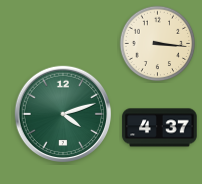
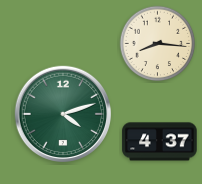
clock at (158, 44): 3:16 -> 8:16
clock at (160, 128) position: (160, 128) -> (160, 142)
